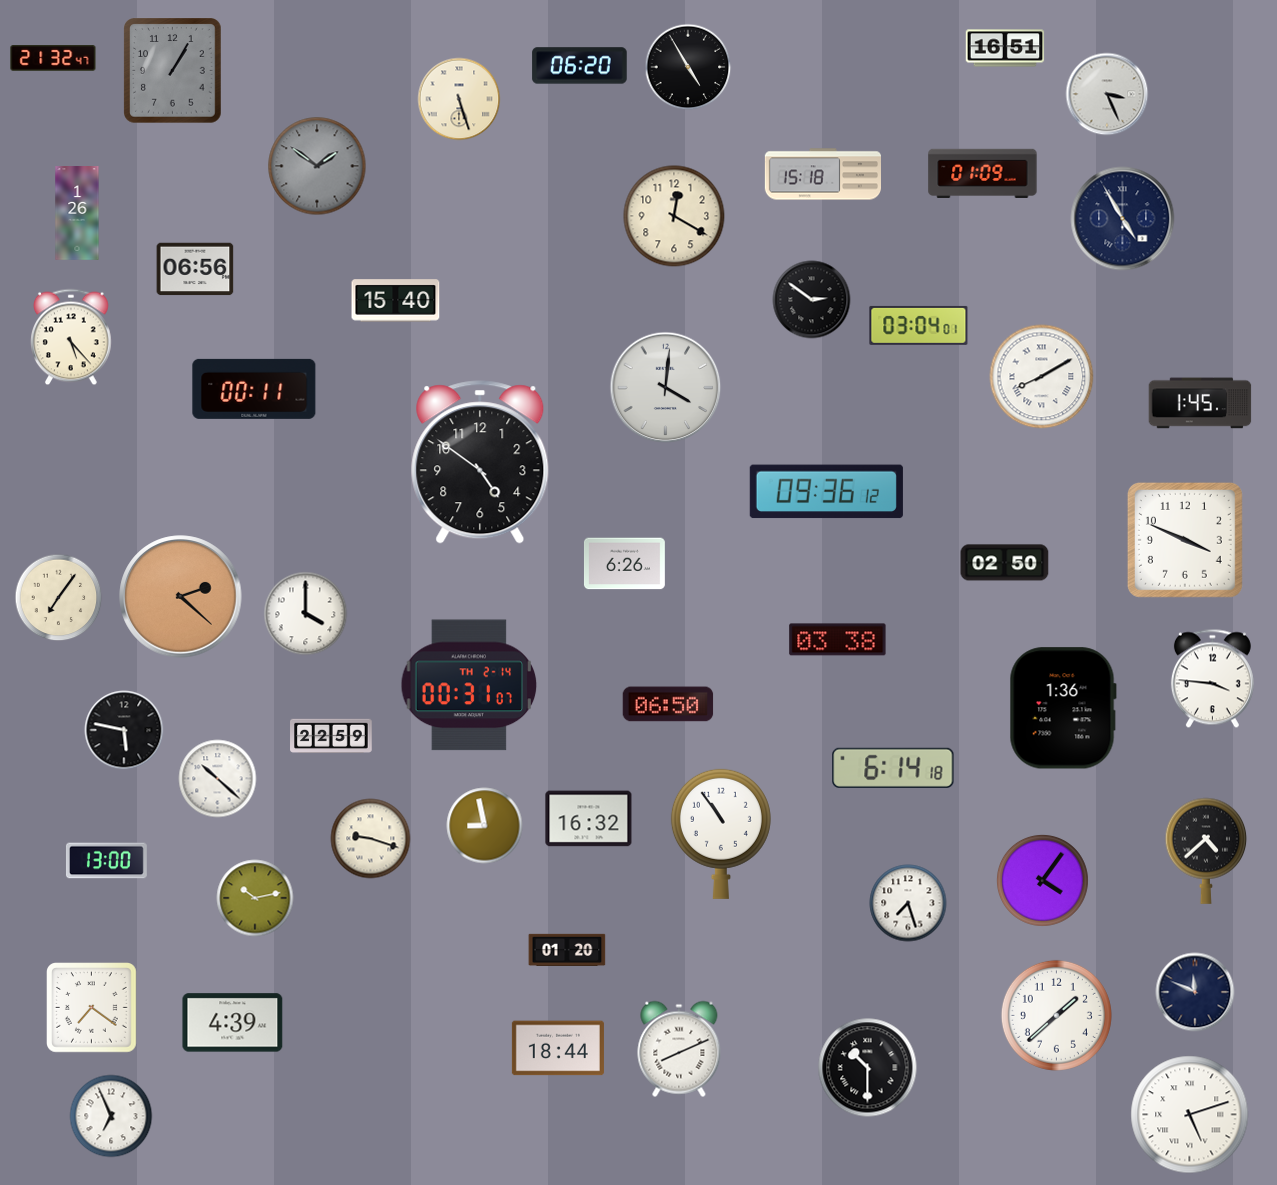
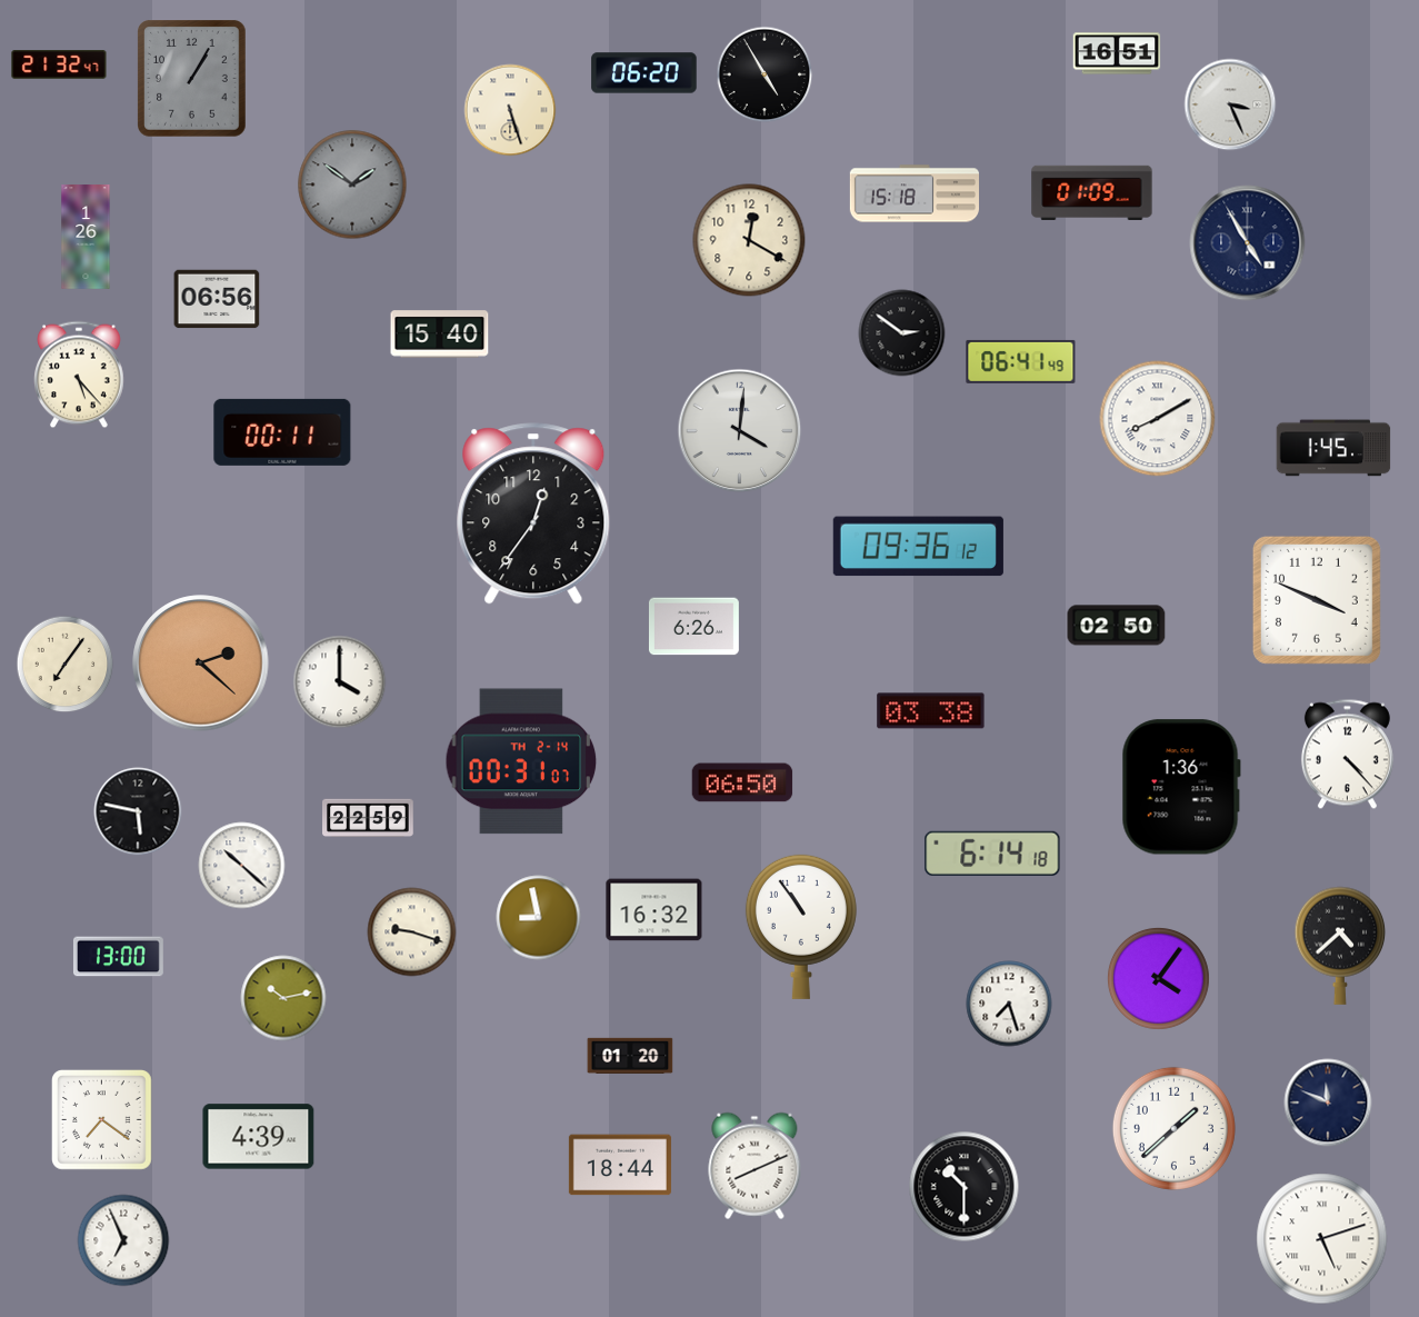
clock at (919, 325): 03:04 -> 06:41
clock at (480, 462): 4:51 -> 12:36
clock at (1212, 679): 3:46 -> 4:23
